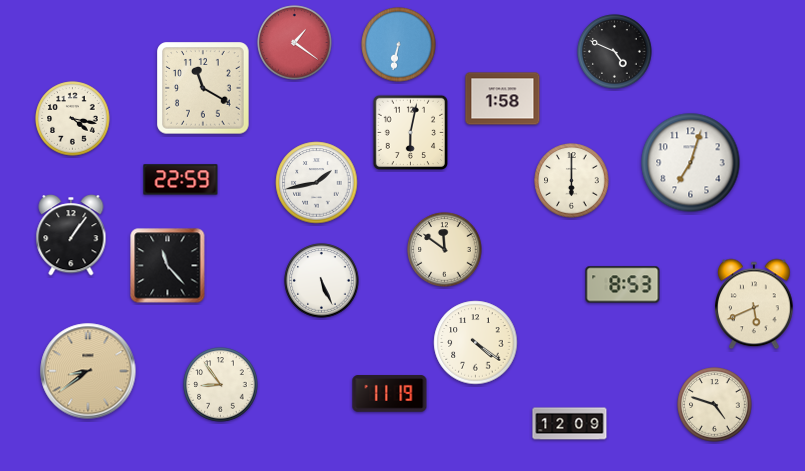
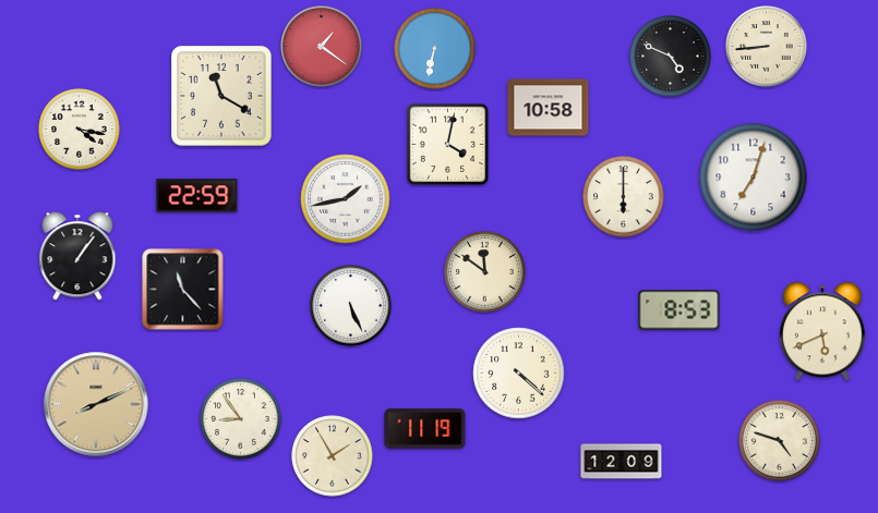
clock at (767, 47): none -> 8:44
clock at (503, 99): 1:58 -> 10:58
clock at (411, 133): 6:02 -> 4:02
clock at (476, 343): 4:21 -> 4:22
clock at (88, 371): 8:39 -> 8:11
clock at (333, 456): none -> 1:55
